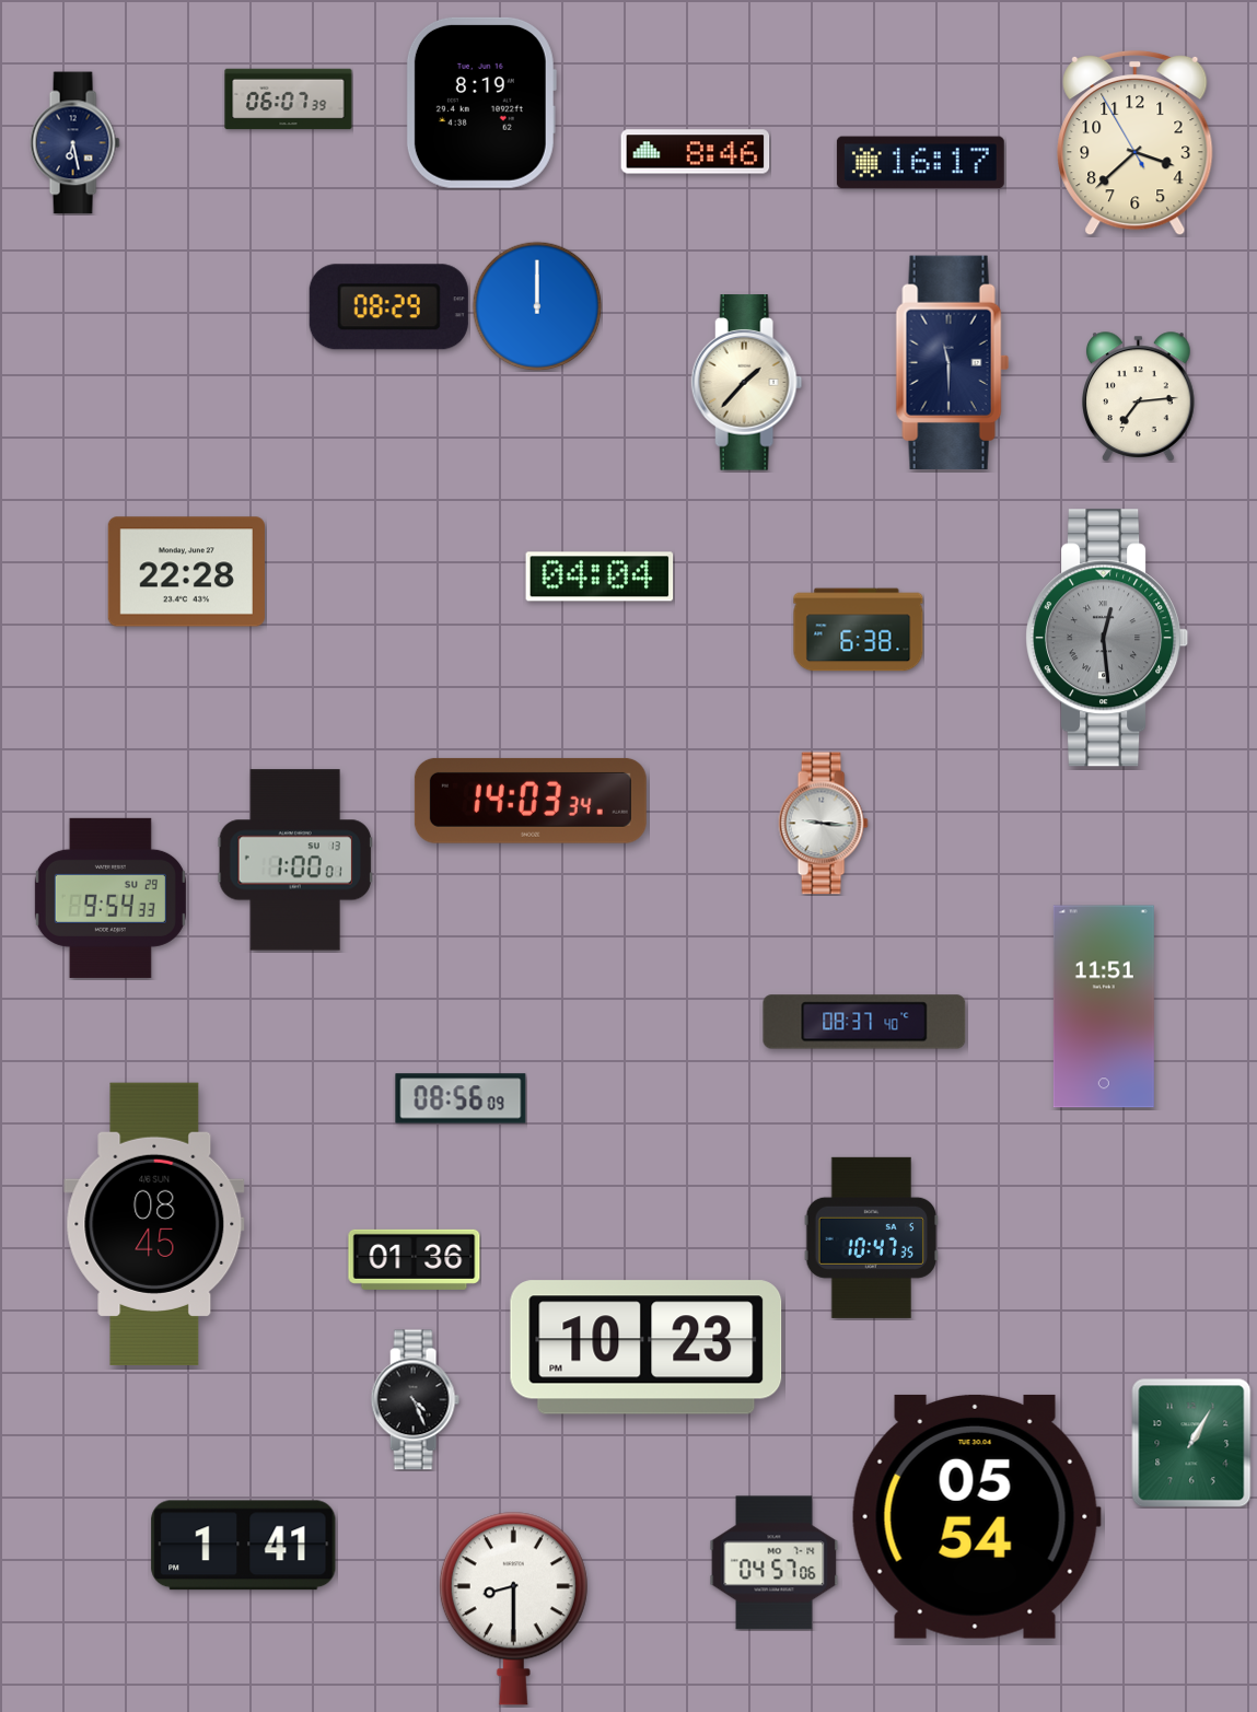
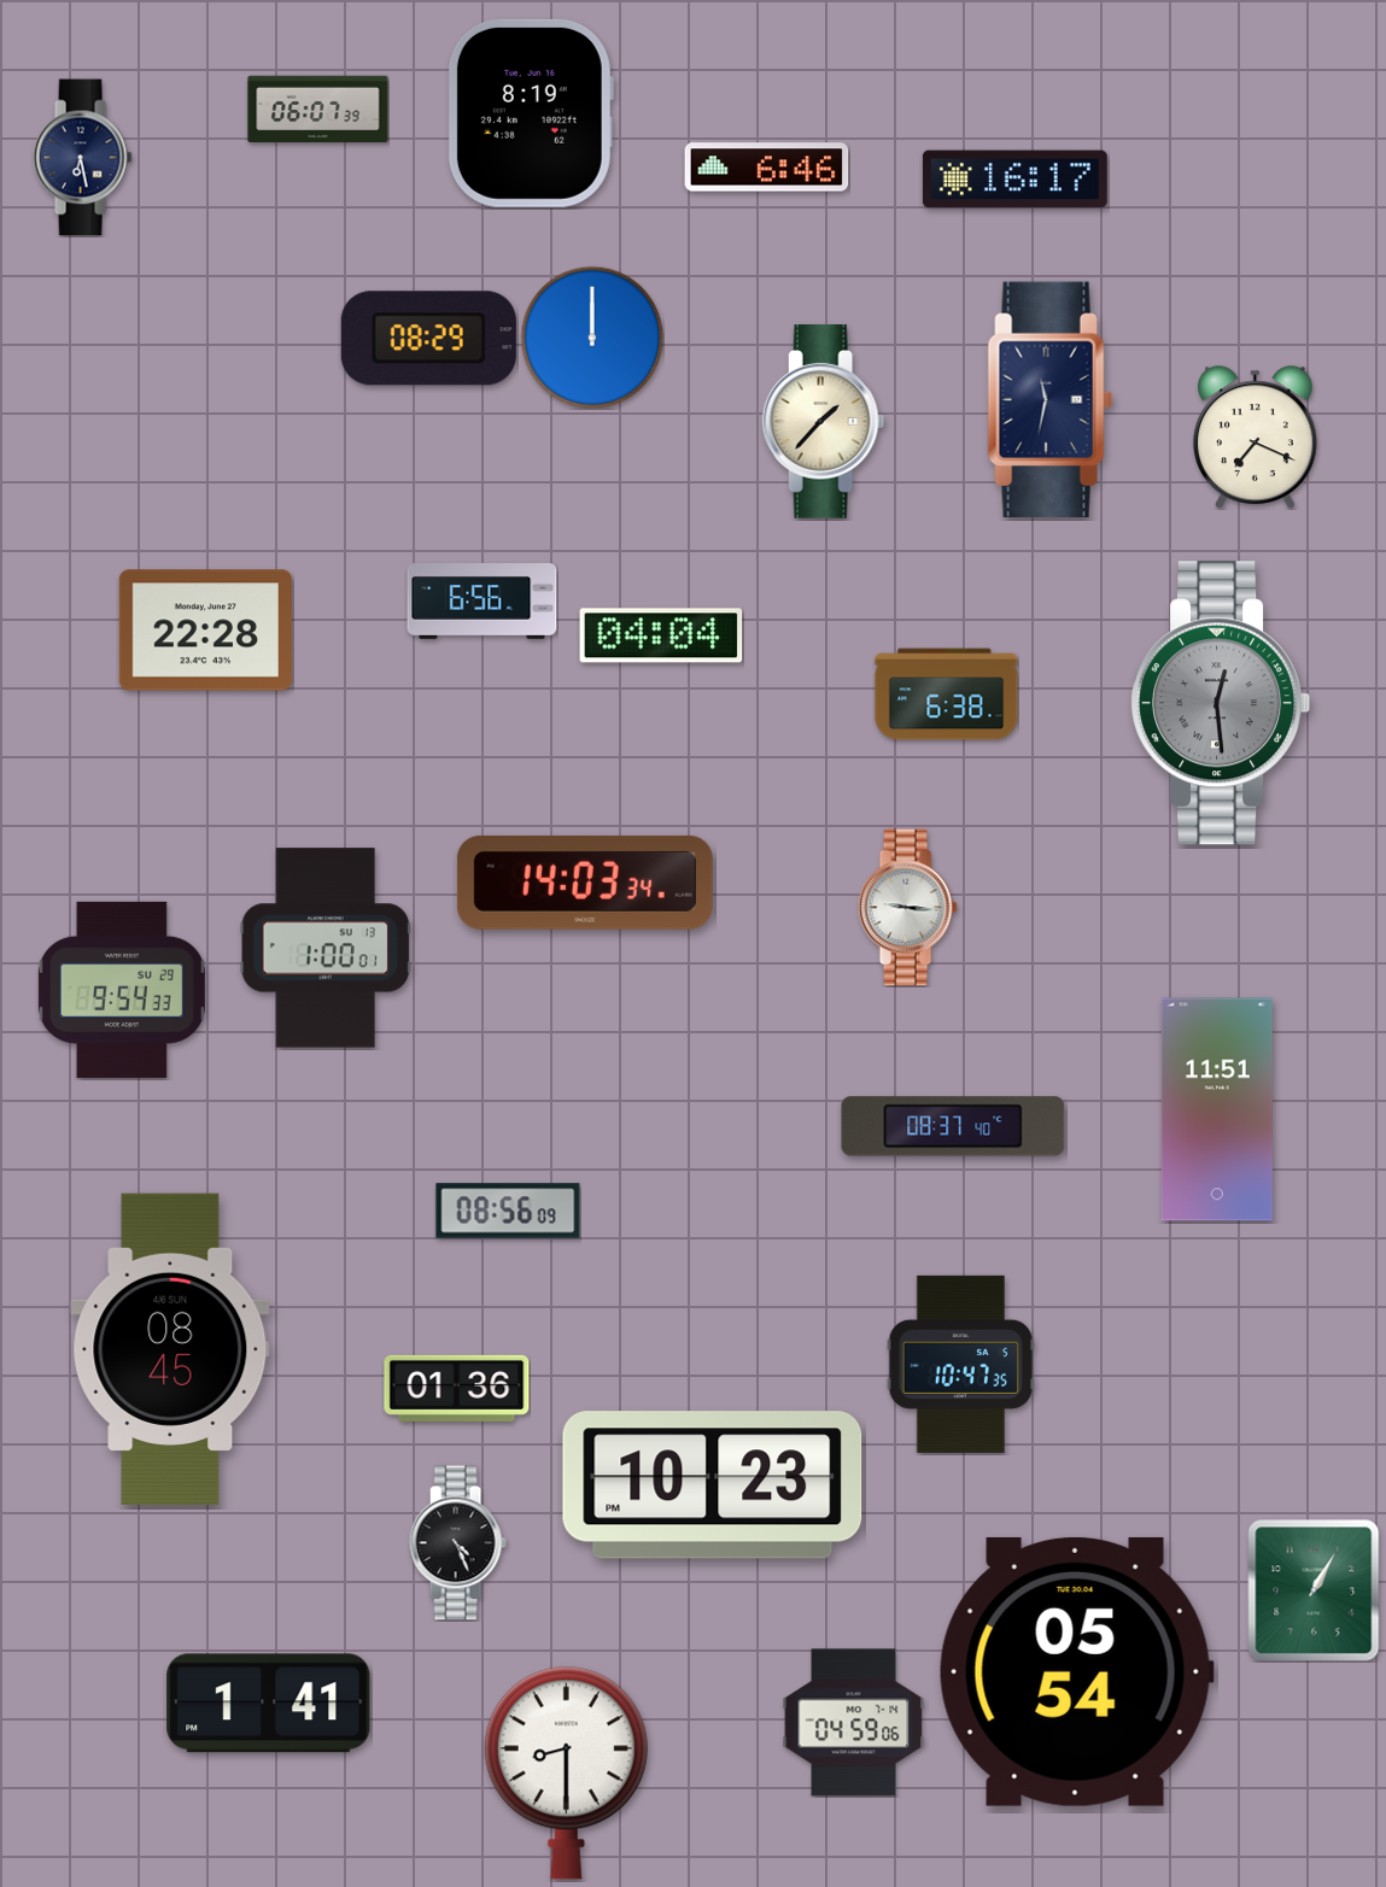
clock at (1136, 143): 3:37 -> none
clock at (696, 152): 8:46 -> 6:46
clock at (952, 363): 11:30 -> 11:32
clock at (1139, 397): 7:14 -> 7:19
clock at (483, 602): none -> 6:56
clock at (775, 1563): 04:57 -> 04:59
